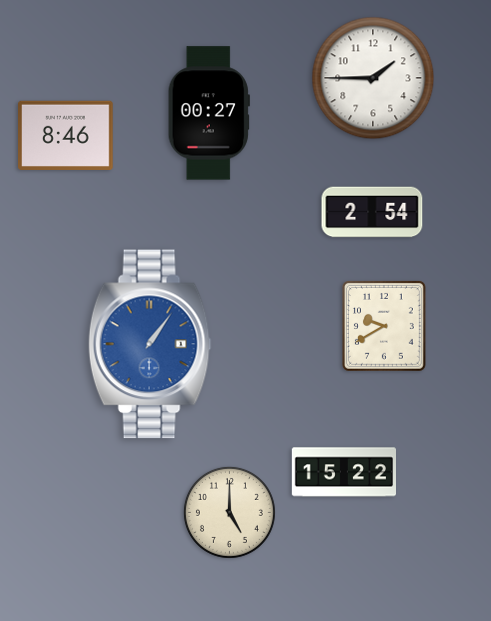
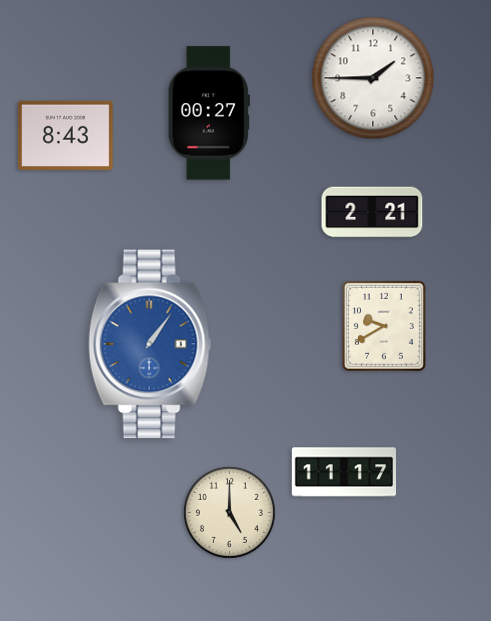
clock at (66, 135): 8:46 -> 8:43
clock at (372, 212): 2:54 -> 2:21
clock at (343, 472): 15:22 -> 11:17
